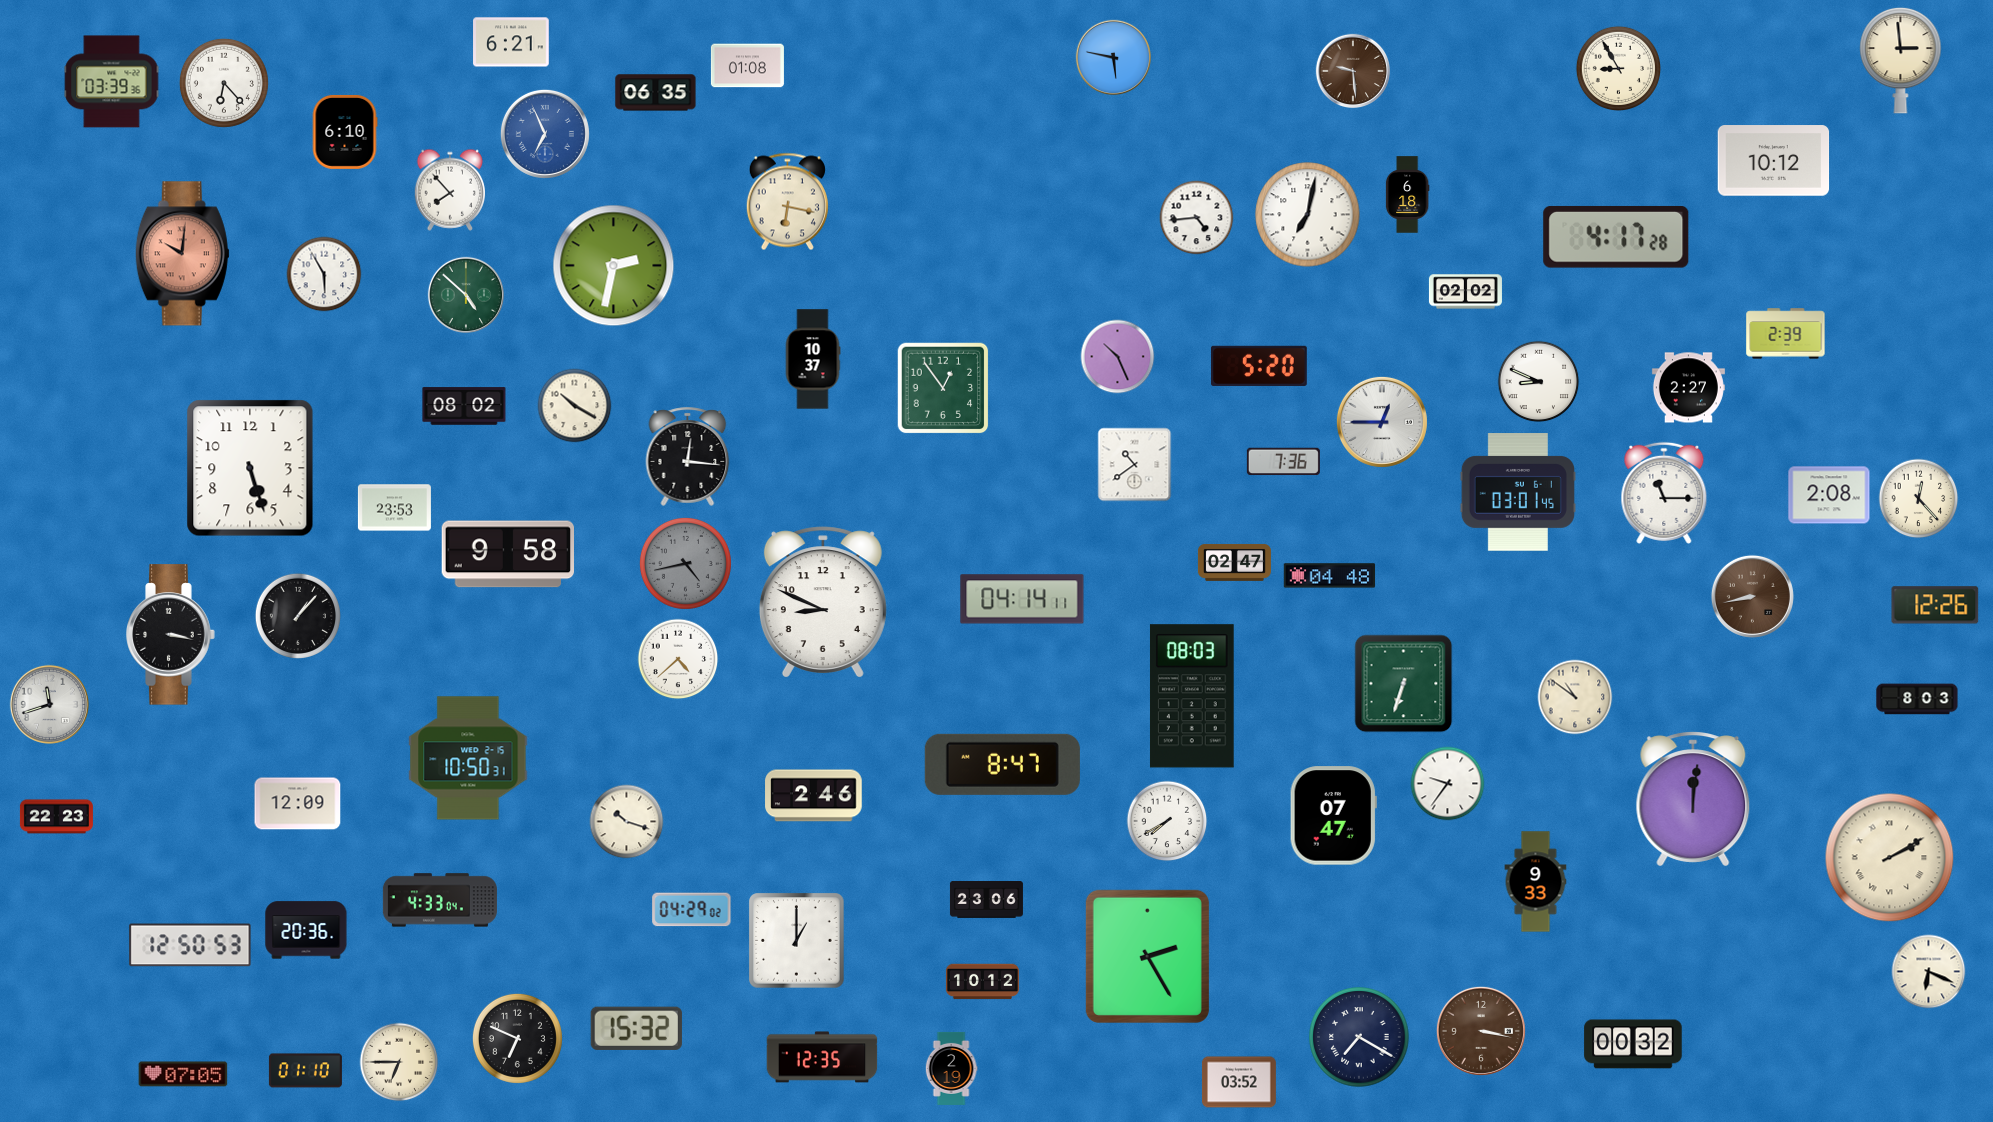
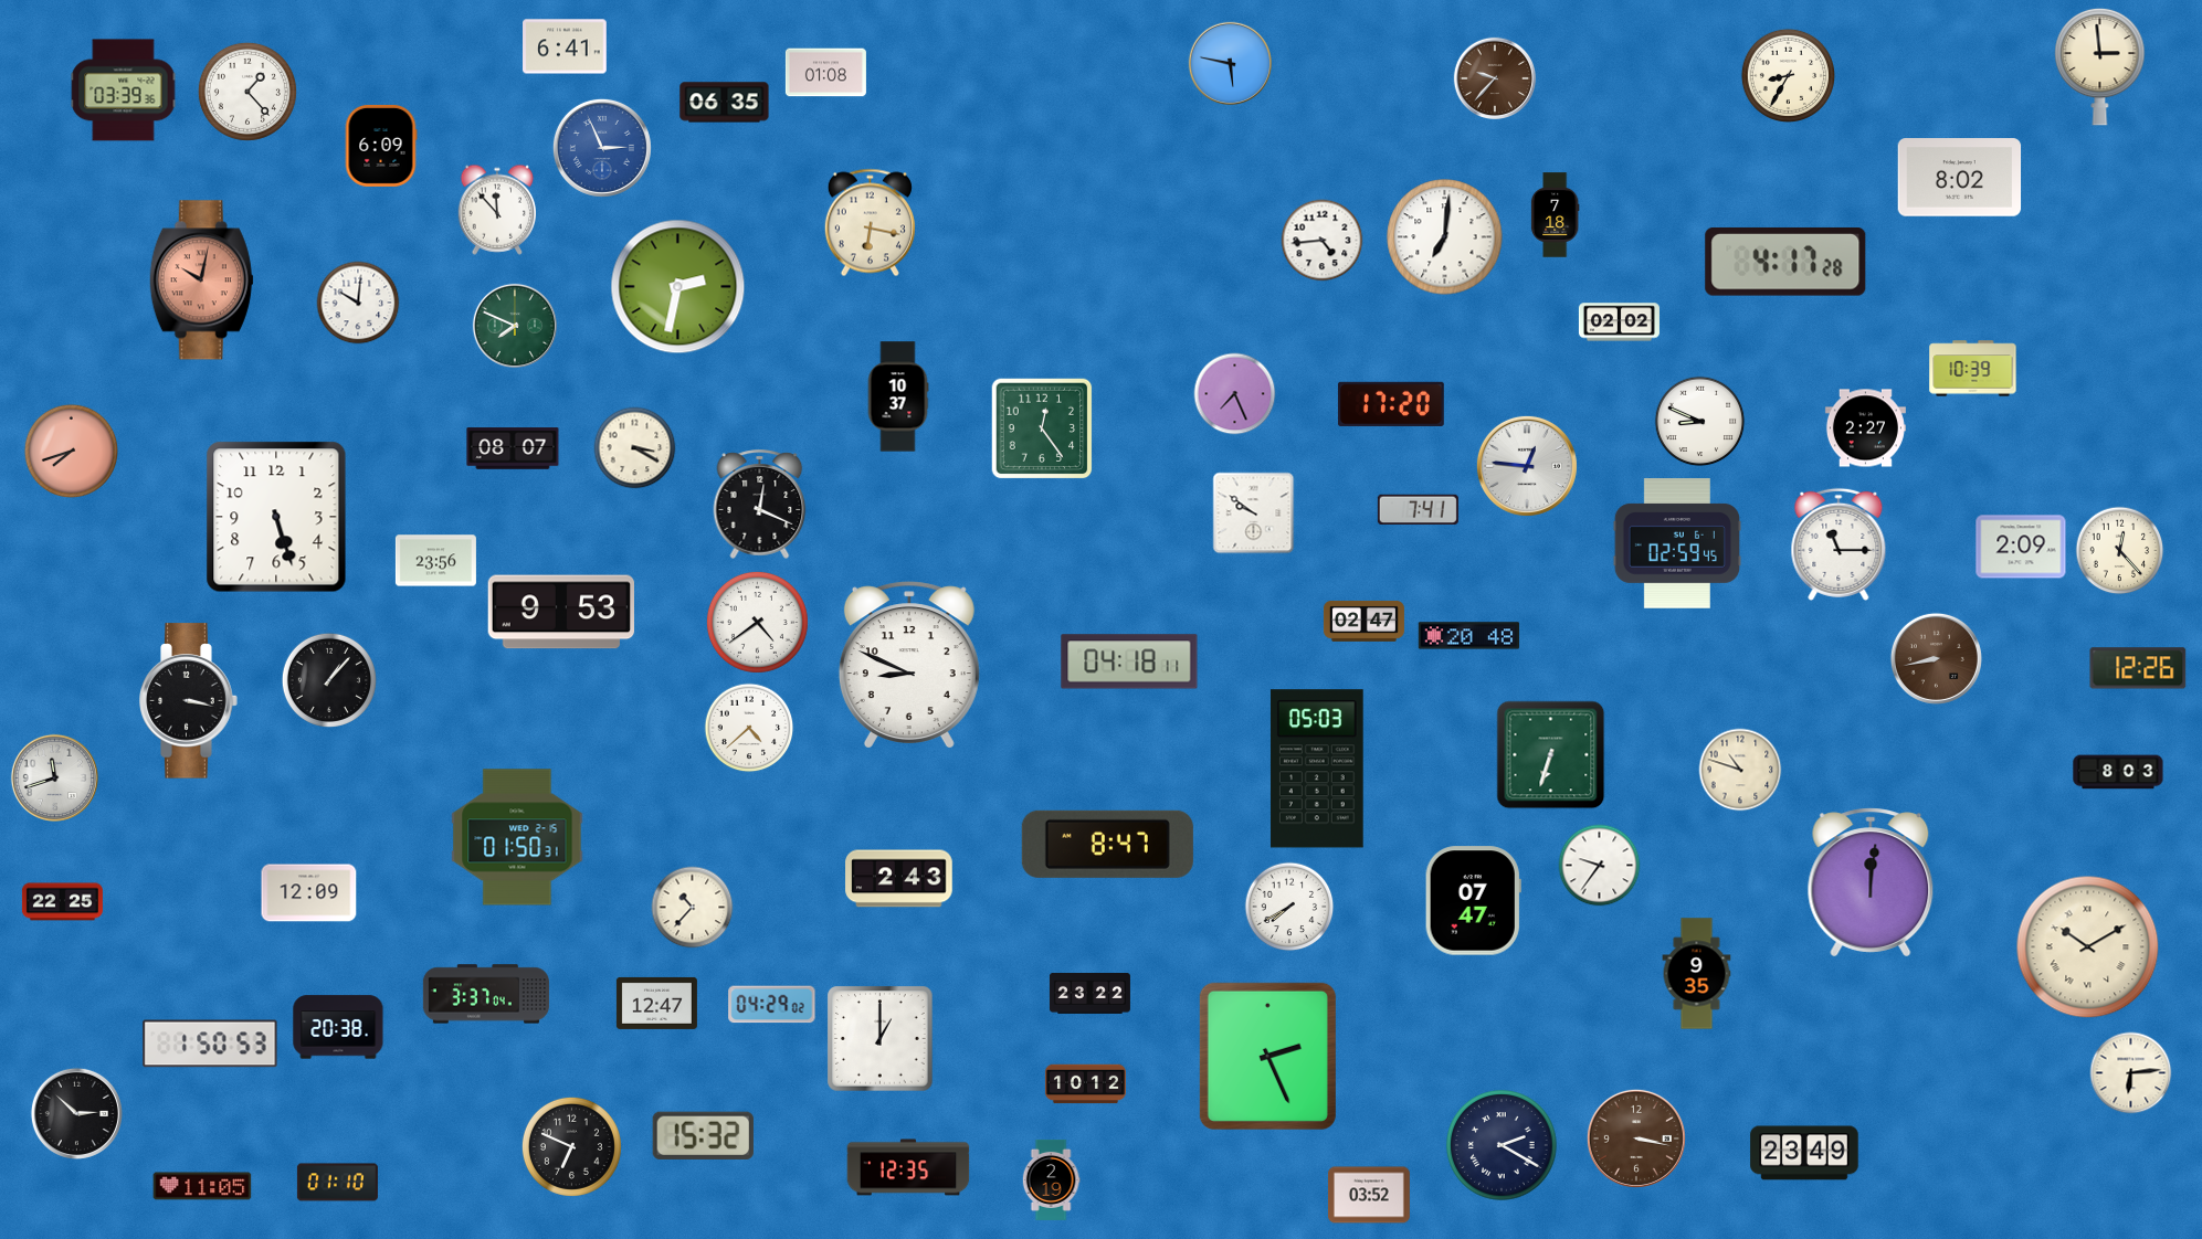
clock at (511, 42): 6:21 -> 6:41
clock at (1618, 68): 8:55 -> 8:35
clock at (1352, 70): 9:29 -> 9:37
clock at (224, 83): 6:23 -> 1:23
clock at (345, 132): 6:10 -> 6:09
clock at (545, 134): 6:56 -> 2:56
clock at (1774, 161): 10:12 -> 8:02
clock at (449, 190): 7:53 -> 11:53
clock at (1407, 195): 6:18 -> 7:18
clock at (1308, 215): 7:02 -> 7:01
clock at (182, 254): 10:01 -> 10:02
clock at (614, 266) position: (614, 266) -> (678, 287)
clock at (324, 274): 5:55 -> 10:01
clock at (465, 294): 4:52 -> 7:49
clock at (1786, 334): 2:39 -> 10:39
clock at (1118, 357): 10:26 -> 7:26
clock at (1259, 366): 5:20 -> 17:20
clock at (943, 388): 12:54 -> 12:24
clock at (464, 406): 08:02 -> 08:07
clock at (575, 406): 10:20 -> 3:20
clock at (71, 451): none -> 7:42
clock at (1382, 422): 12:45 -> 12:46
clock at (688, 456): 12:16 -> 12:19
clock at (1283, 462): 7:36 -> 7:41
clock at (1135, 465): 10:39 -> 9:51
clock at (1518, 492): 03:01 -> 02:59
clock at (1829, 495): 2:08 -> 2:09
clock at (394, 508): 23:53 -> 23:56
clock at (507, 554): 9:58 -> 9:53
clock at (685, 563): 4:43 -> 4:39
clock at (685, 563) dial: grey -> white
clock at (1330, 576): 04:48 -> 20:48
clock at (1022, 599): 04:14 -> 04:18
clock at (1192, 696): 08:03 -> 05:03
clock at (1575, 697): 10:51 -> 10:48
clock at (468, 758): 10:50 -> 01:50
clock at (814, 796): 2:46 -> 2:43
clock at (298, 804) position: (298, 804) -> (309, 893)
clock at (56, 817): 22:23 -> 22:25
clock at (627, 822): 10:18 -> 10:37
clock at (1890, 858): 2:10 -> 10:10
clock at (1536, 882): 9:33 -> 9:35
clock at (440, 900): 4:33 -> 3:37
clock at (986, 900): 23:06 -> 23:22
clock at (656, 1003): none -> 12:47
clock at (692, 910) position: (692, 910) -> (772, 1005)
clock at (306, 930): 20:36 -> 20:38
clock at (190, 945): 12:50 -> 1:50
clock at (1147, 956): 2:25 -> 2:26
clock at (1929, 972): 6:19 -> 6:14
clock at (76, 1113): none -> 2:52
clock at (1359, 1037): 7:20 -> 2:20
clock at (1633, 1044): 00:32 -> 23:49
clock at (399, 1062): 6:45 -> none
clock at (183, 1074): 07:05 -> 11:05
